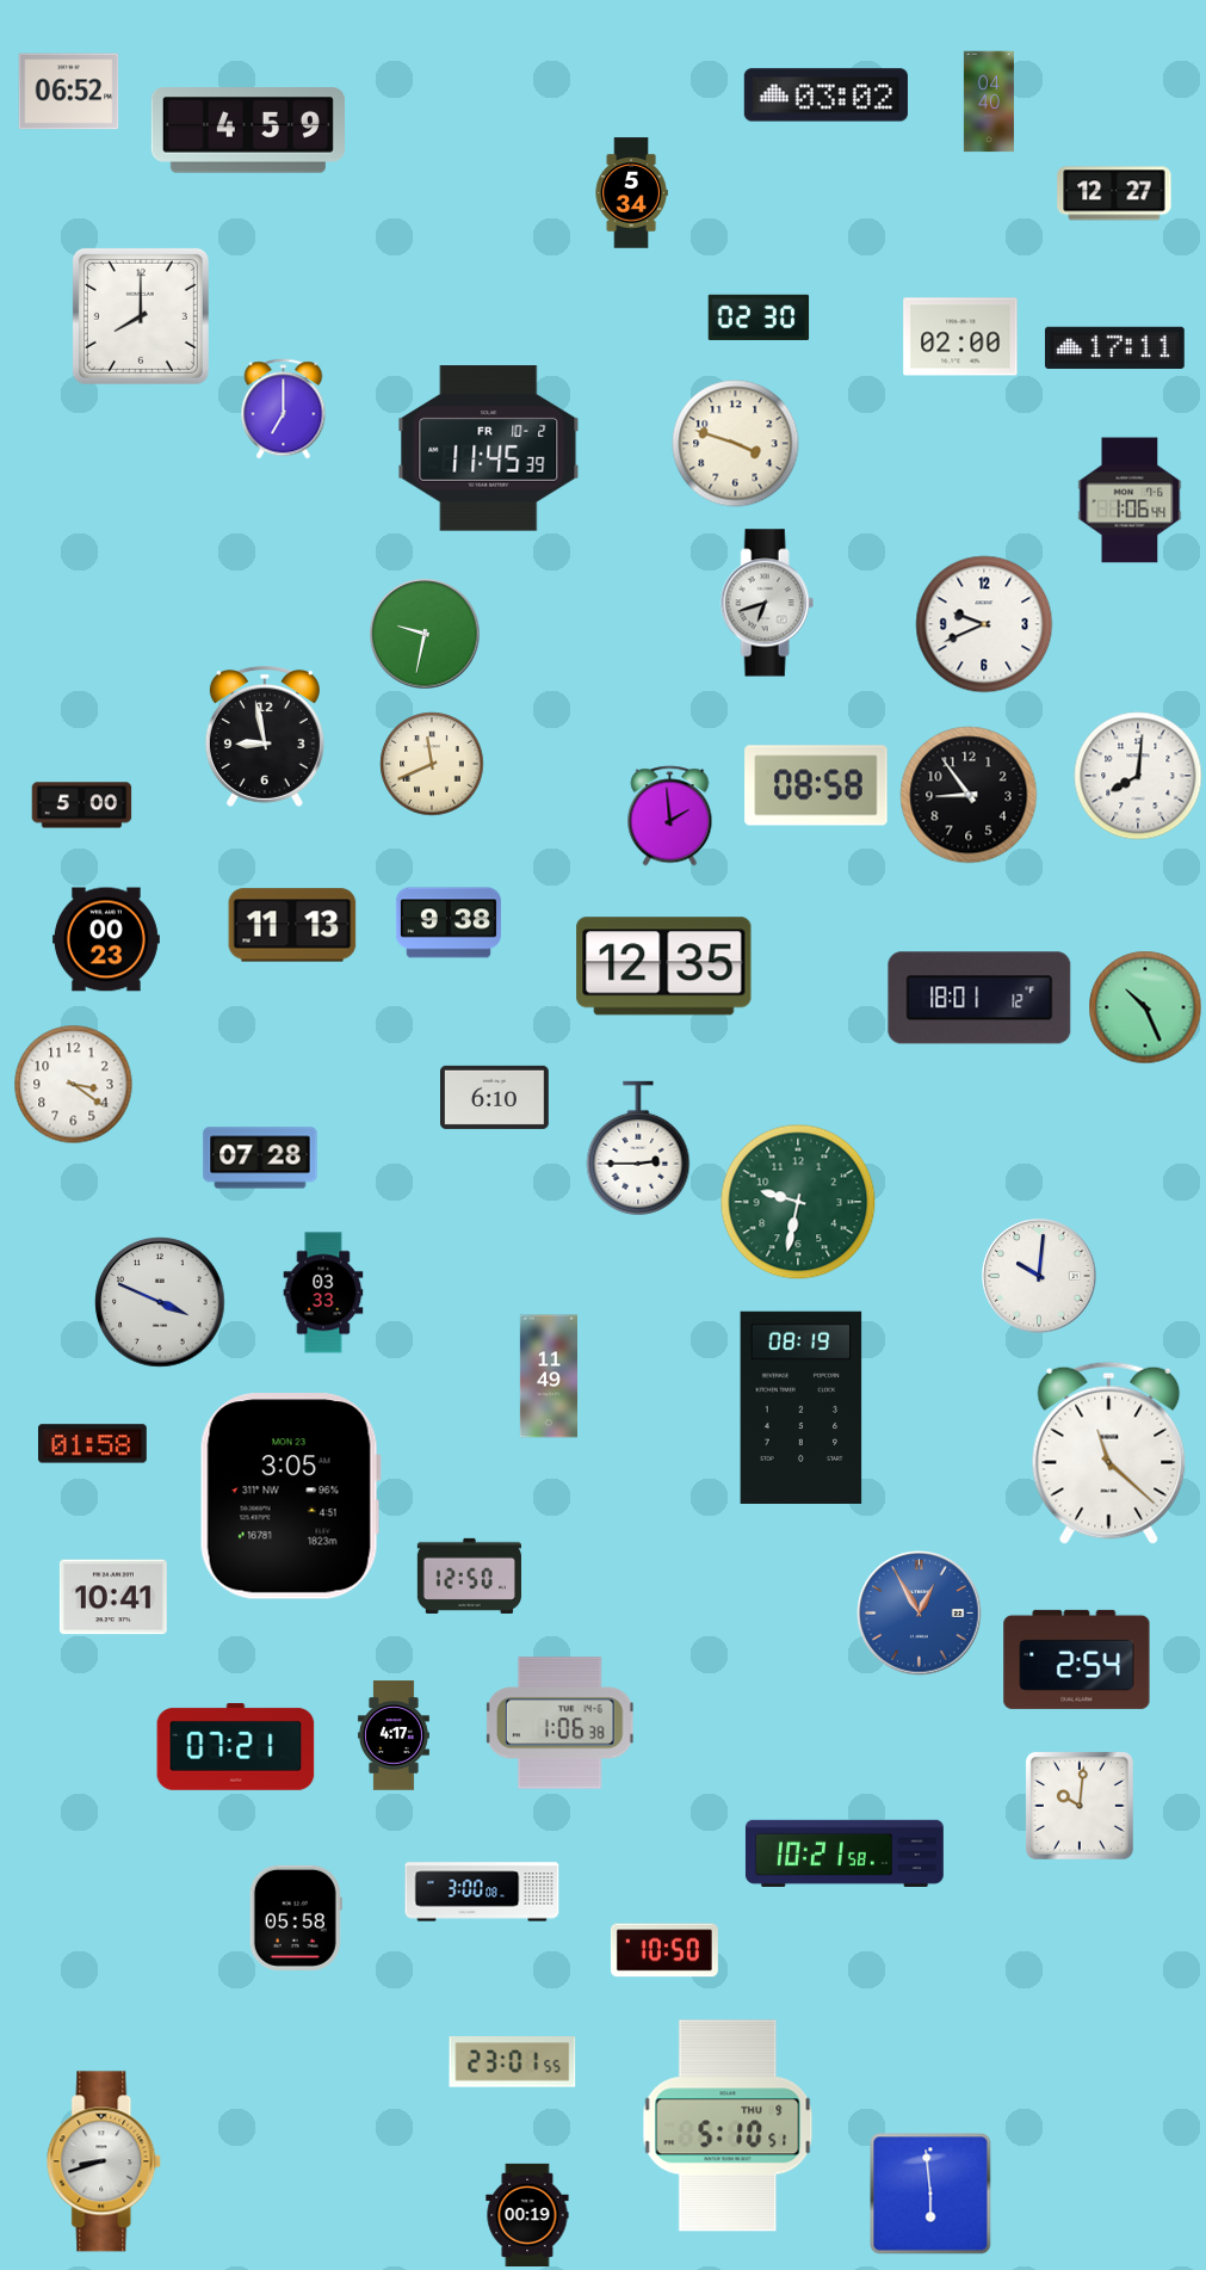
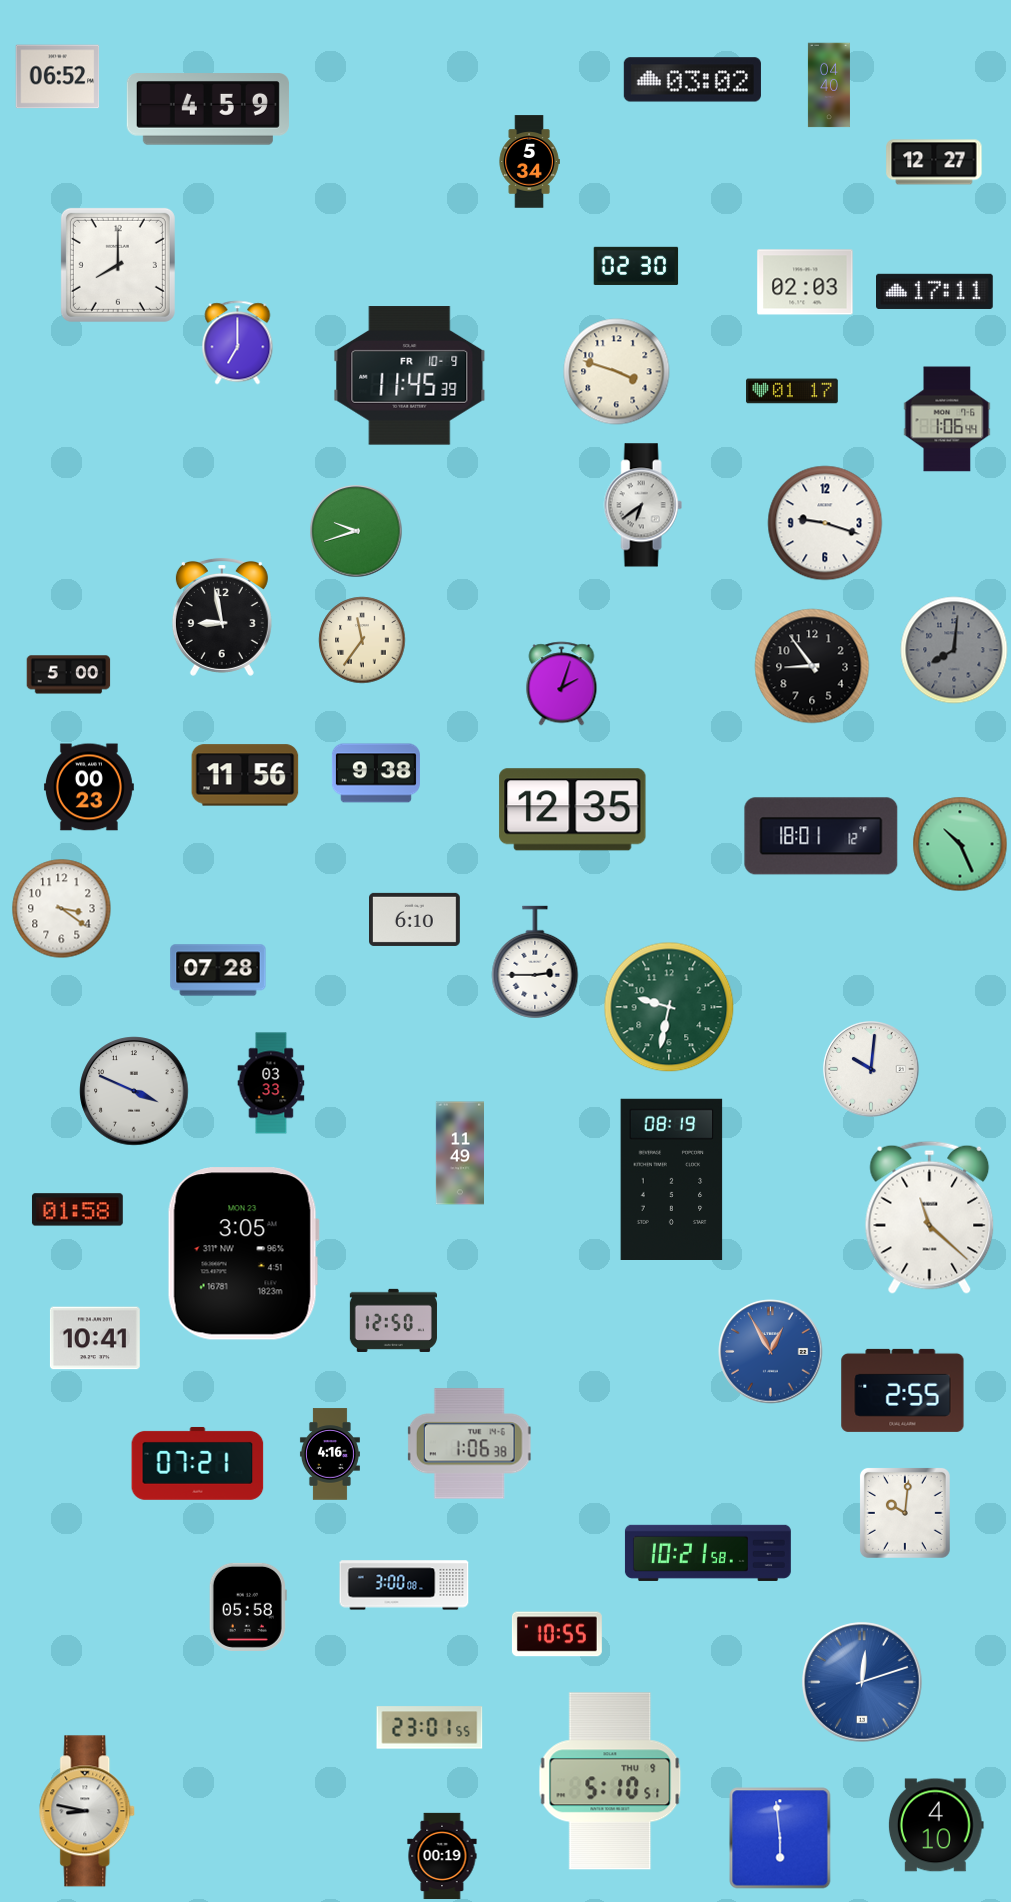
clock at (960, 337): 02:00 -> 02:03
clock at (489, 449) date: FR 10-2 -> FR 10-9
clock at (792, 391): none -> 01:17
clock at (767, 603): 6:42 -> 6:39
clock at (984, 624): 9:41 -> 9:18
clock at (425, 634): 9:32 -> 9:42
clock at (432, 764): 11:41 -> 11:36
clock at (1138, 776) dial: white -> grey
clock at (816, 785): 08:58 -> none
clock at (670, 816): 1:59 -> 2:03
clock at (292, 925): 11:13 -> 11:56
clock at (664, 967) position: (664, 967) -> (573, 810)
clock at (1077, 1659): 2:54 -> 2:55
clock at (394, 1735): 4:17 -> 4:16
clock at (664, 1950): 10:50 -> 10:55
clock at (862, 1682): none -> 12:12
clock at (105, 2161): 8:42 -> 8:47
clock at (936, 1825): none -> 4:10
